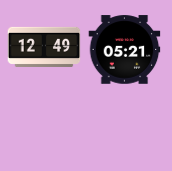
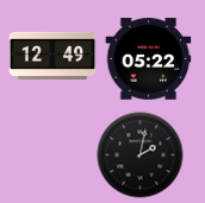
clock at (125, 50): 05:21 -> 05:22
clock at (141, 156): none -> 2:02
